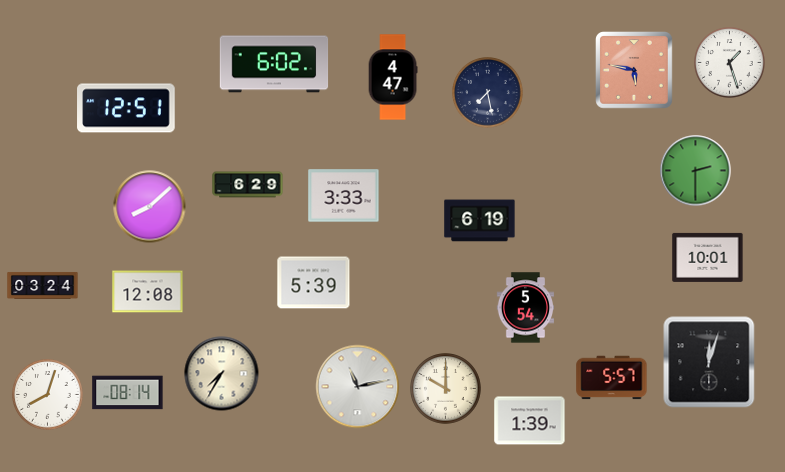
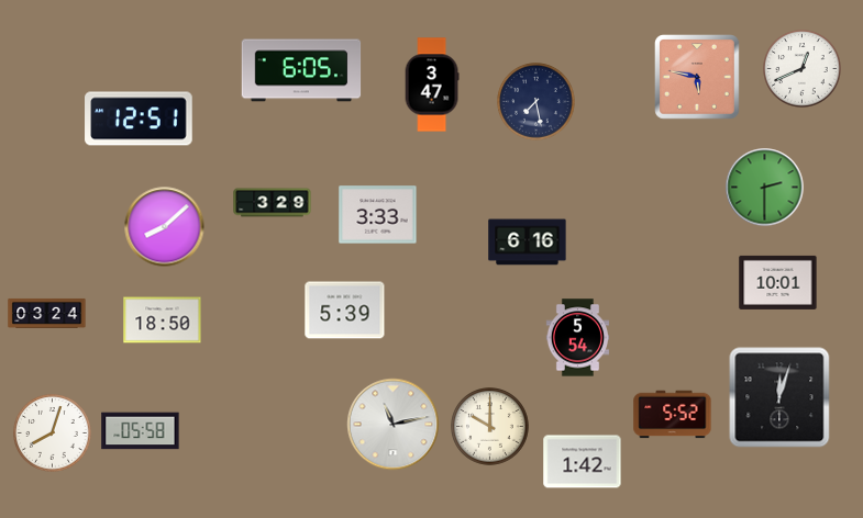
clock at (730, 63): 1:27 -> 12:41
clock at (274, 64): 6:02 -> 6:05
clock at (393, 77): 4:47 -> 3:47
clock at (248, 185): 6:29 -> 3:29
clock at (480, 221): 6:19 -> 6:16
clock at (148, 292): 12:08 -> 18:50
clock at (222, 374): 7:35 -> none
clock at (612, 378): 5:57 -> 5:52
clock at (128, 393): 08:14 -> 05:58
clock at (530, 421): 1:39 -> 1:42
